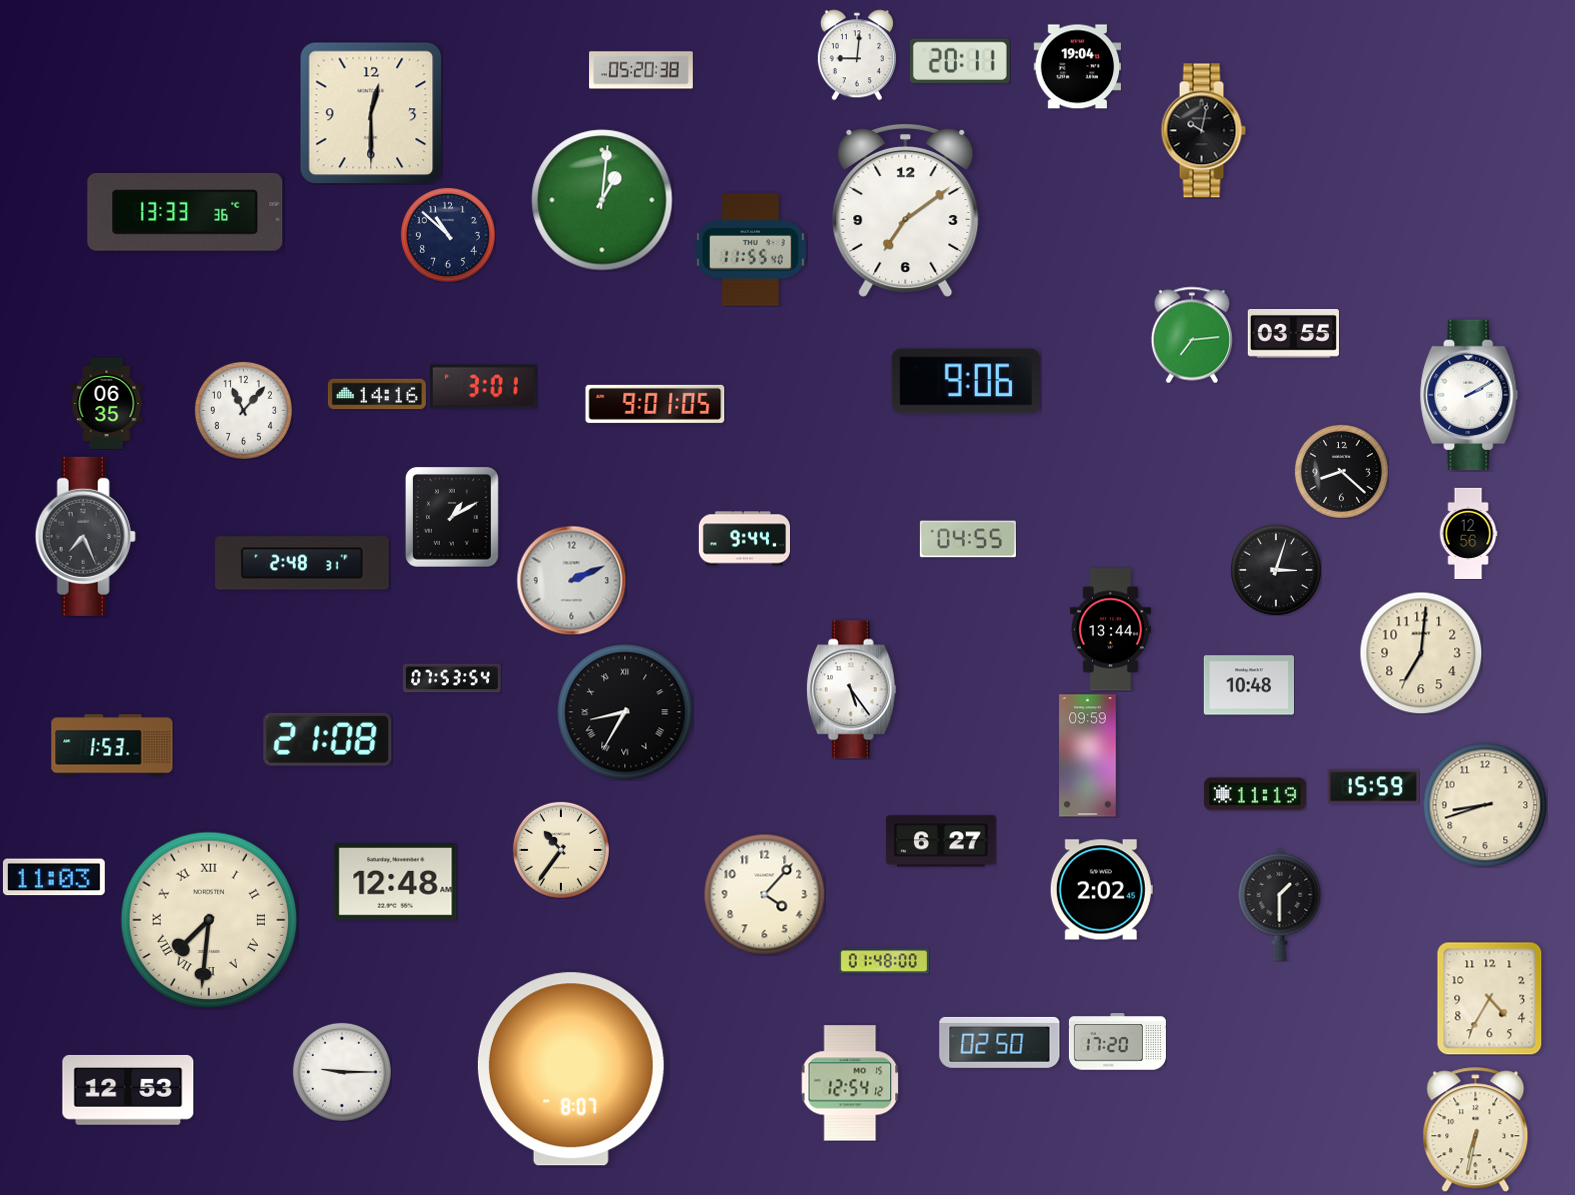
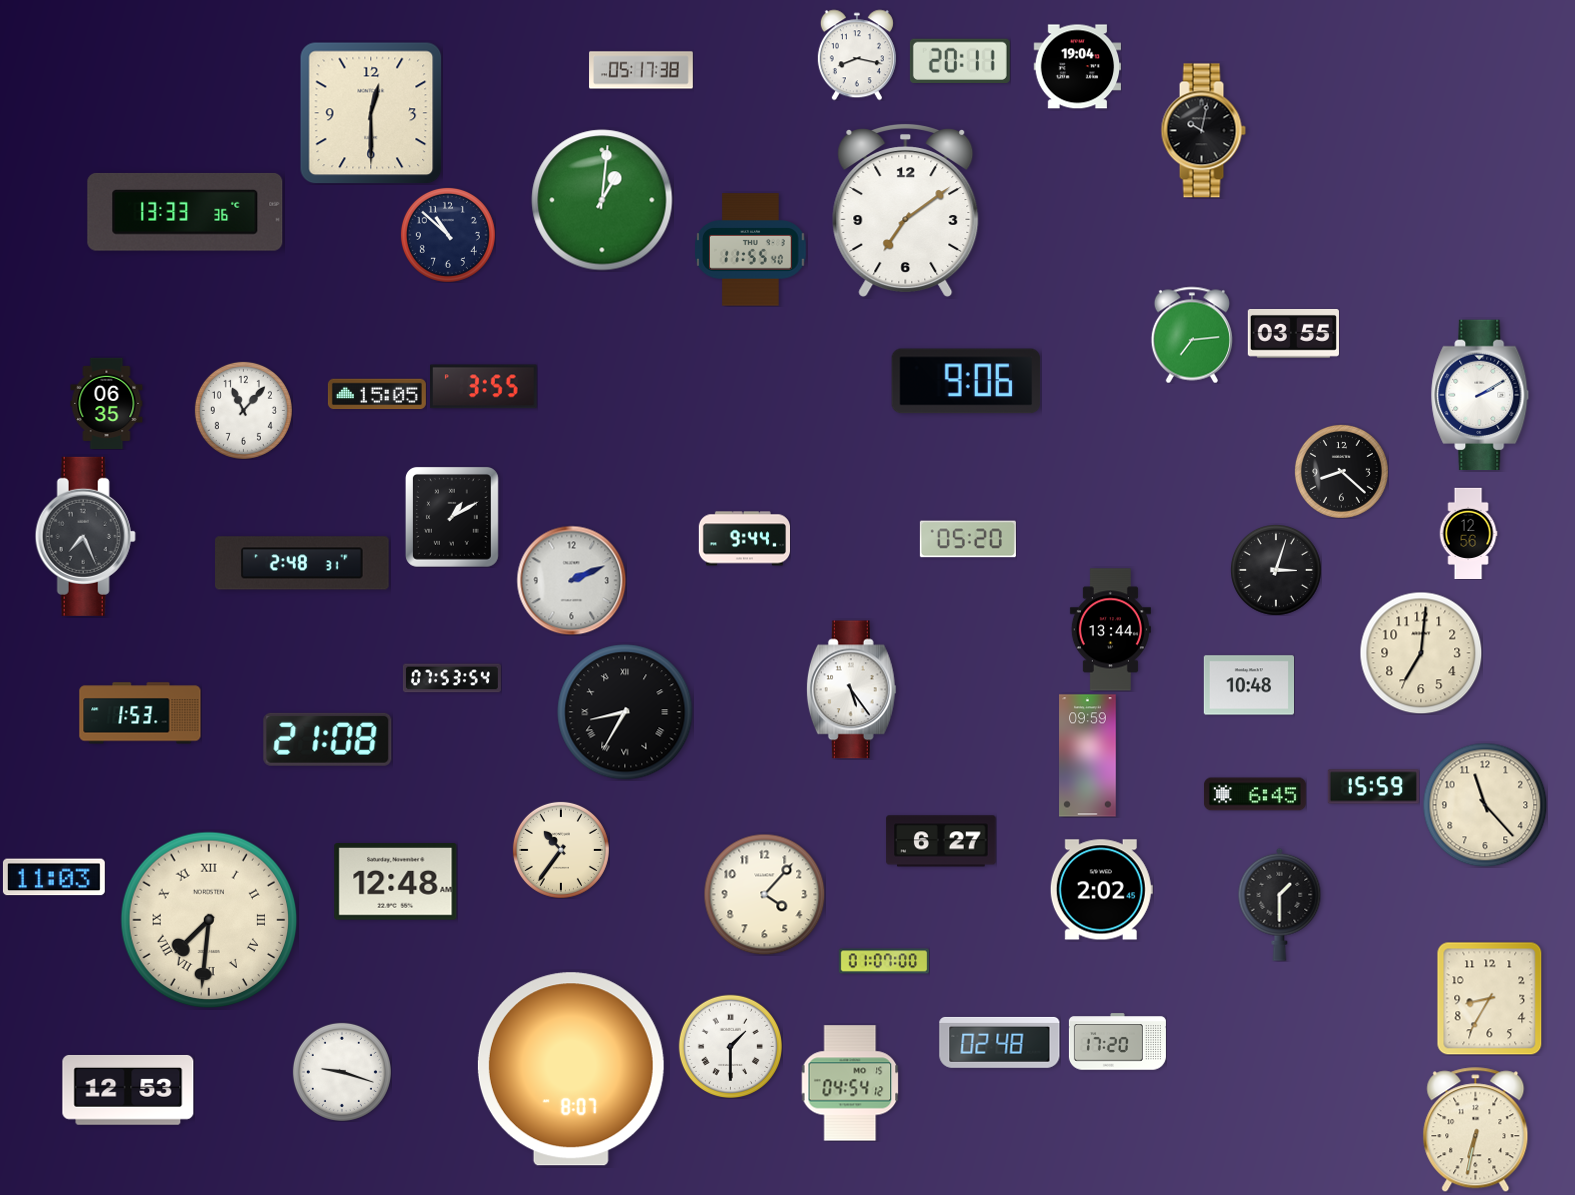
clock at (857, 55): 9:01 -> 8:17
clock at (641, 70): 05:20 -> 05:17
clock at (484, 387): 3:01 -> 3:55
clock at (377, 394): 14:16 -> 15:05
clock at (1469, 395) position: (1469, 395) -> (1480, 395)
clock at (655, 404): 9:01 -> none
clock at (968, 539): 04:55 -> 05:20
clock at (112, 745) position: (112, 745) -> (140, 713)
clock at (1255, 794): 11:19 -> 6:45
clock at (1485, 805): 8:42 -> 11:23
clock at (884, 961): 01:48 -> 01:07
clock at (1490, 998): 4:35 -> 8:35
clock at (1000, 1042): 02:50 -> 02:48
clock at (730, 1046): none -> 1:30
clock at (342, 1072): 9:15 -> 9:18
clock at (850, 1083): 12:54 -> 04:54
